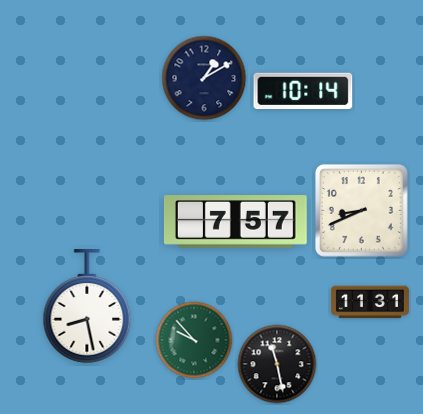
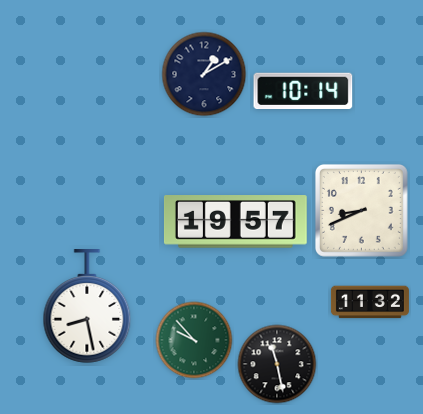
clock at (204, 78) position: (204, 78) -> (204, 74)
clock at (235, 222): 7:57 -> 19:57
clock at (370, 302): 11:31 -> 11:32
